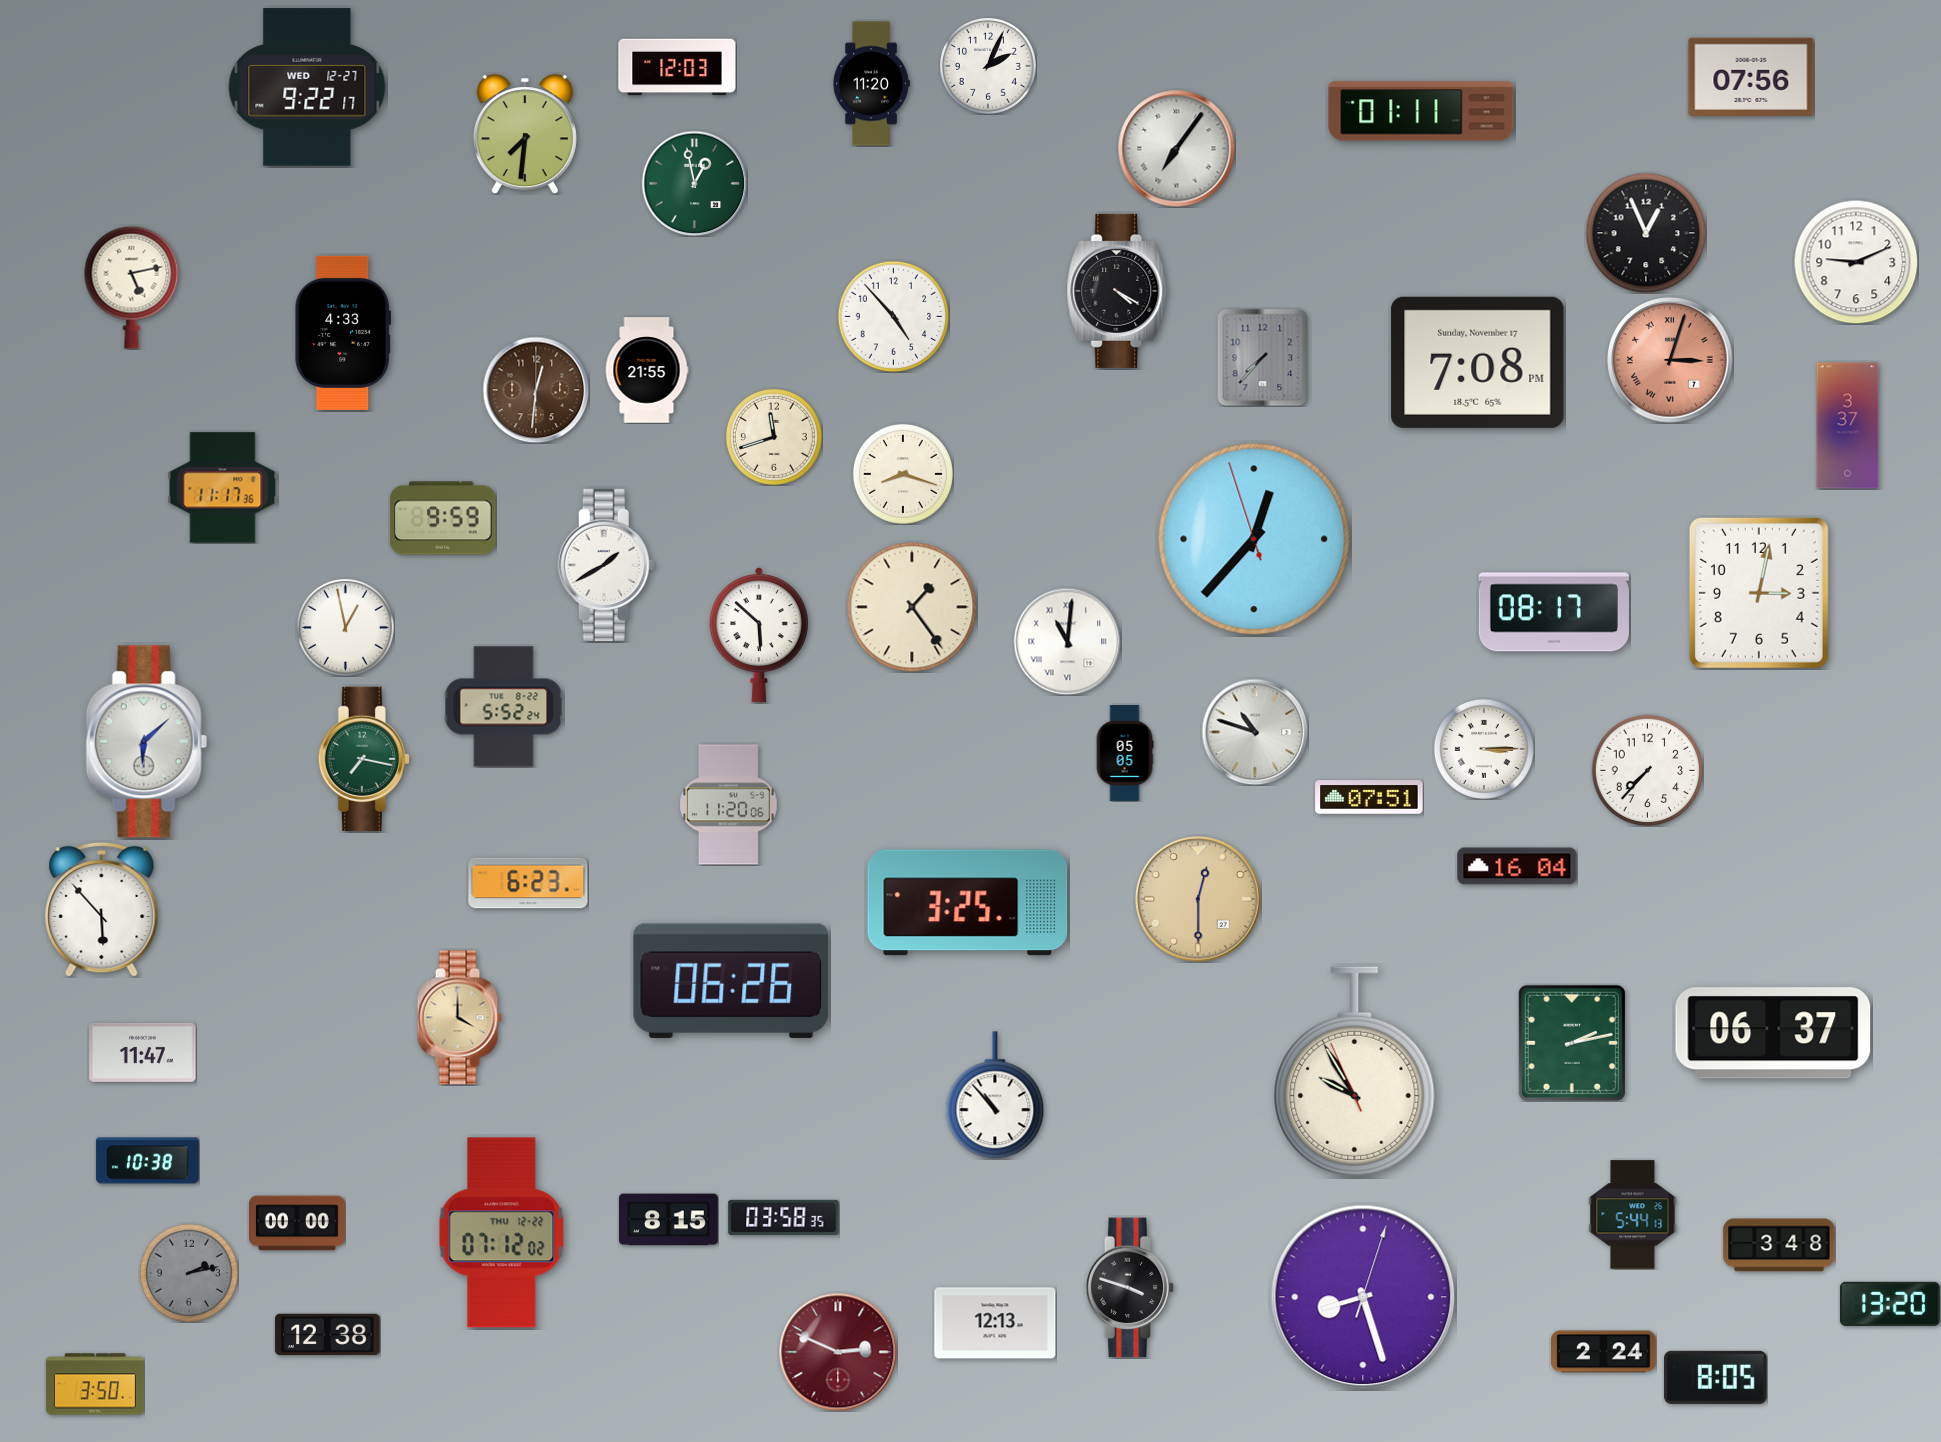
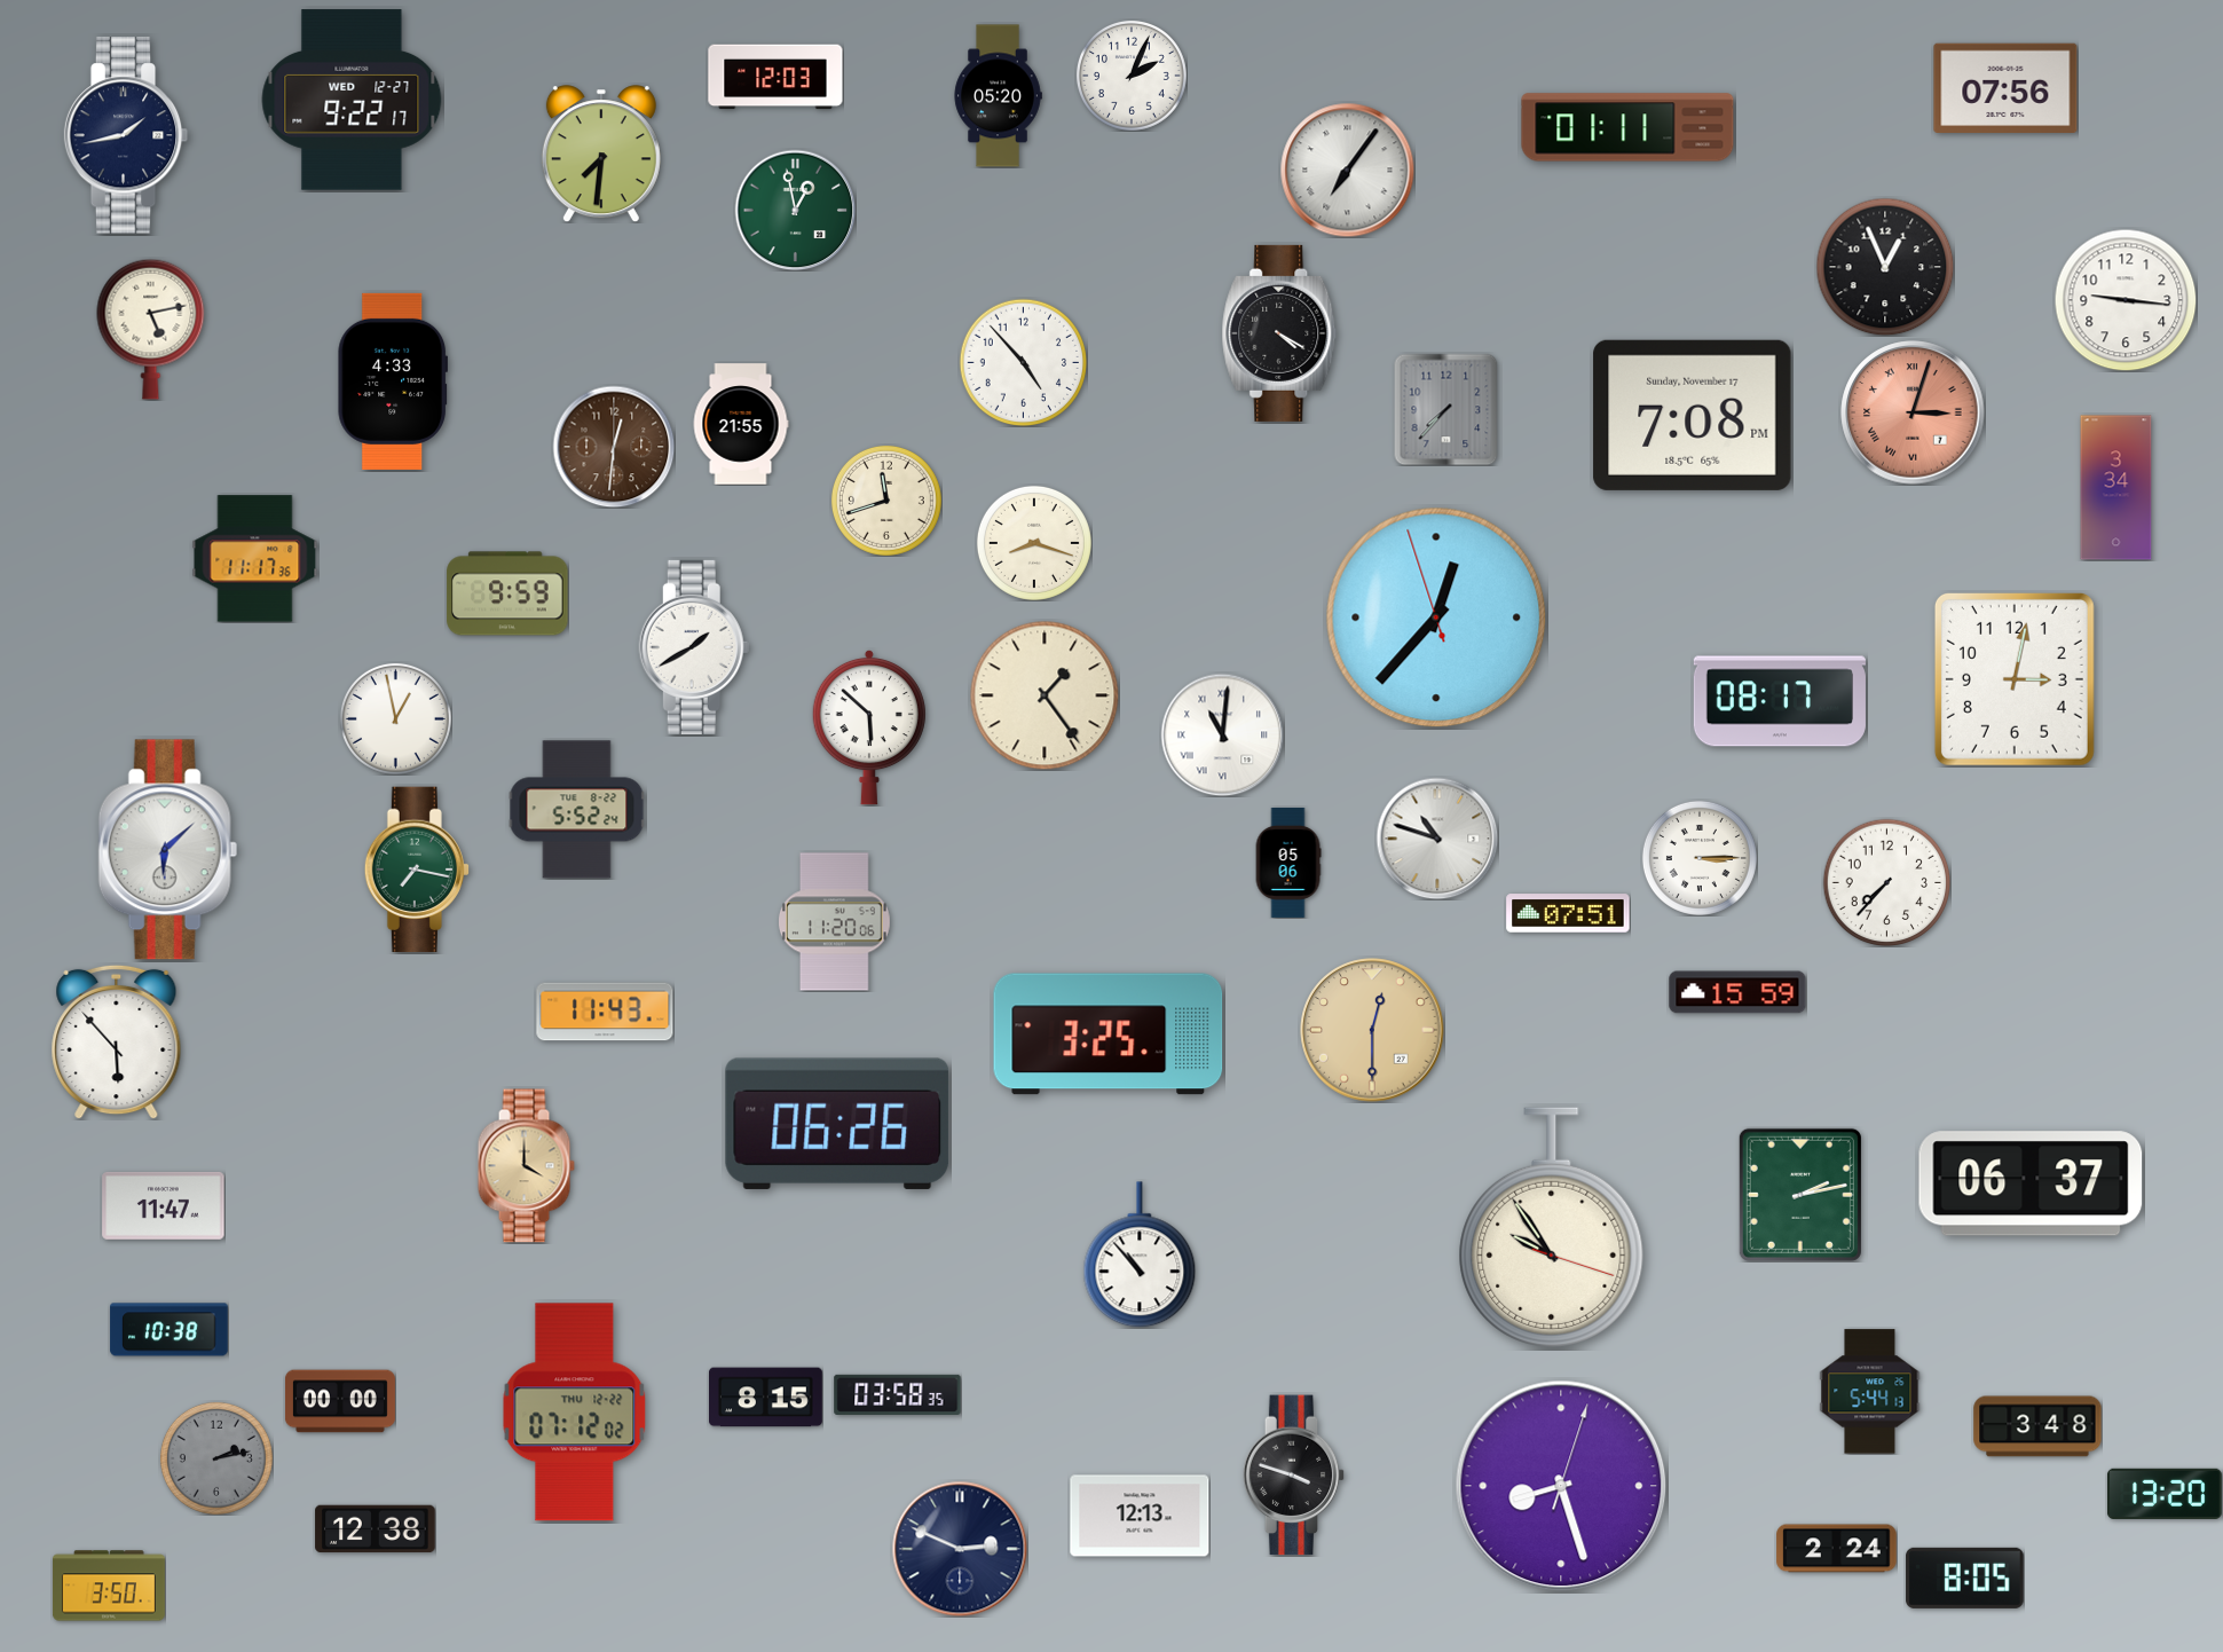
clock at (871, 84): 11:20 -> 05:20
clock at (126, 135): none -> 1:43
clock at (1856, 262): 9:11 -> 9:16
clock at (1848, 426): 3:37 -> 3:34
clock at (1125, 753): 05:05 -> 05:06
clock at (1517, 866): 16:04 -> 15:59
clock at (528, 883): 6:23 -> 11:43
clock at (1355, 1071): 9:54:56 -> 9:54:18
clock at (838, 1352) dial: burgundy -> navy
